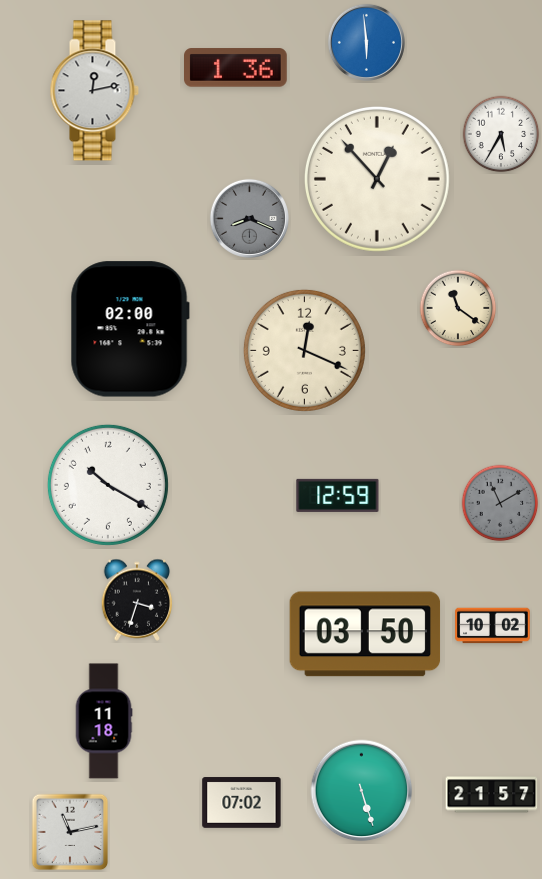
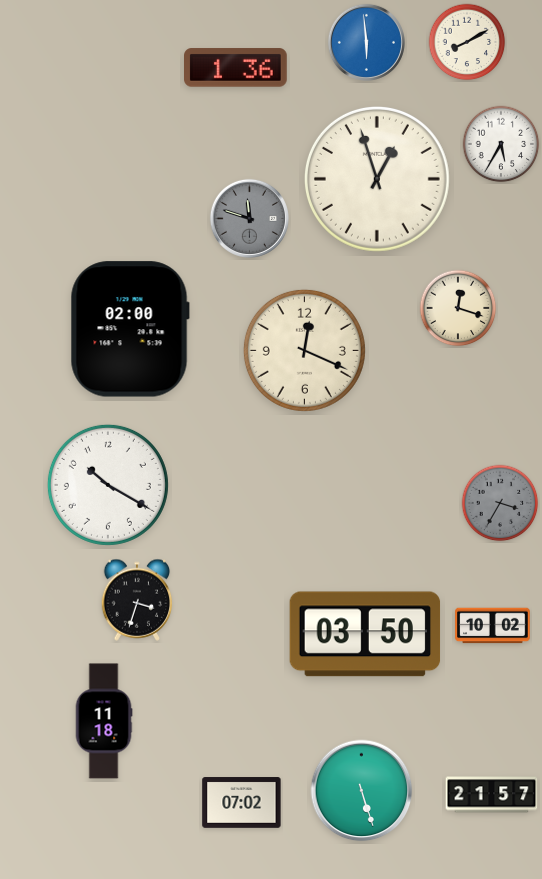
clock at (467, 42): none -> 8:10
clock at (94, 91): 12:13 -> none
clock at (501, 134) position: (501, 134) -> (501, 144)
clock at (377, 179): 12:53 -> 12:57
clock at (249, 218): 8:19 -> 11:48
clock at (458, 308): 11:21 -> 12:18
clock at (338, 495): 12:59 -> none
clock at (500, 503): 11:10 -> 3:35
clock at (70, 832): 11:13 -> none
